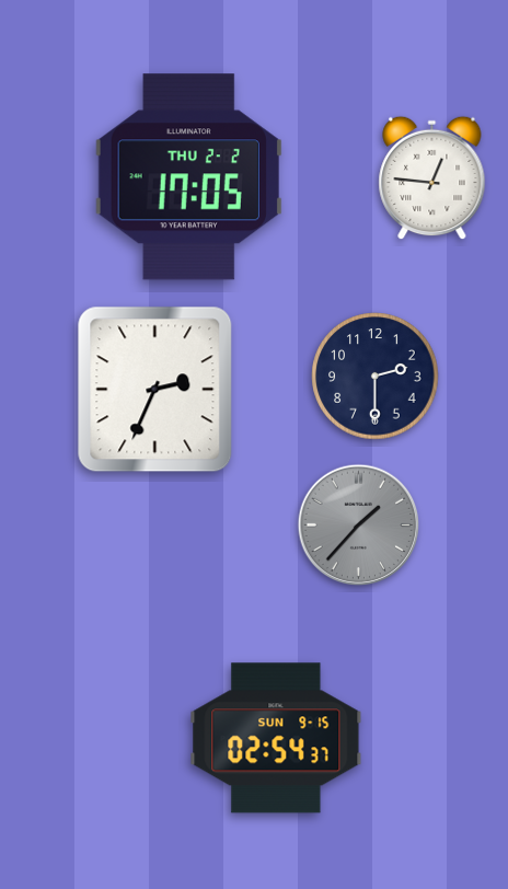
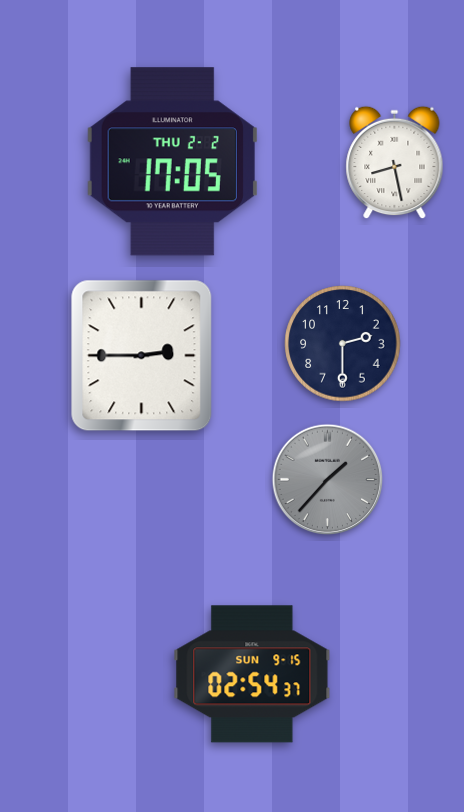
clock at (432, 178): 12:46 -> 8:28
clock at (155, 390): 2:34 -> 2:45
